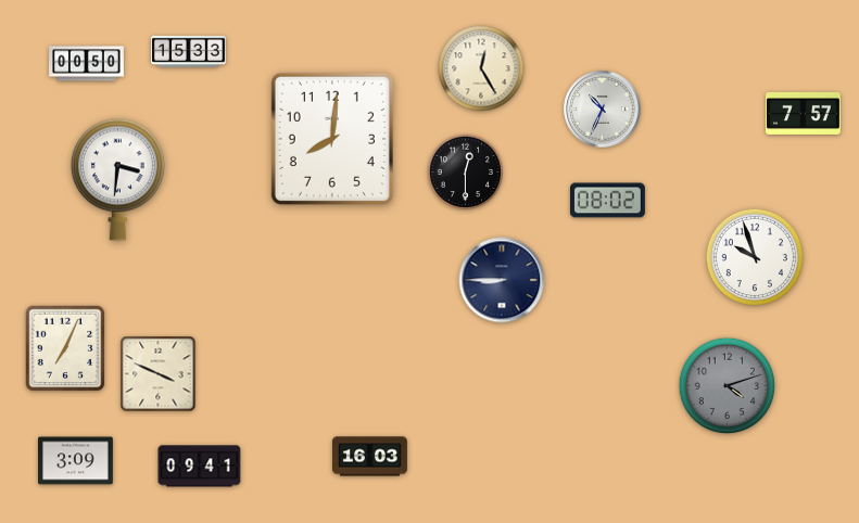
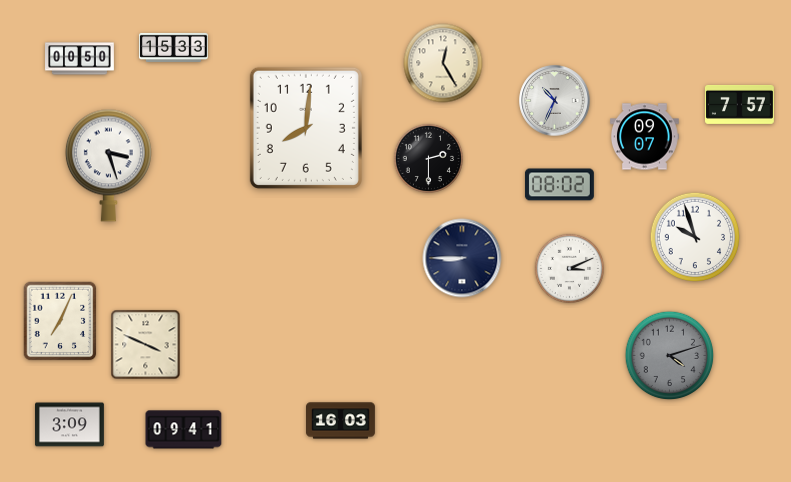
clock at (644, 137): none -> 09:07
clock at (465, 171): 12:30 -> 2:30
clock at (117, 179): 3:31 -> 3:27
clock at (569, 268): none -> 3:11
